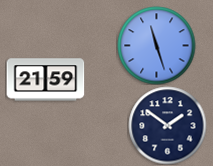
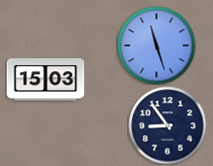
clock at (45, 80): 21:59 -> 15:03
clock at (167, 125): 1:51 -> 8:54
